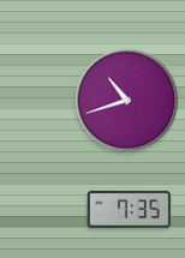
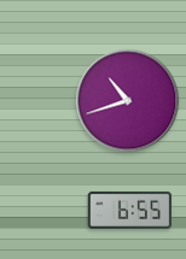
clock at (129, 209): 7:35 -> 6:55
